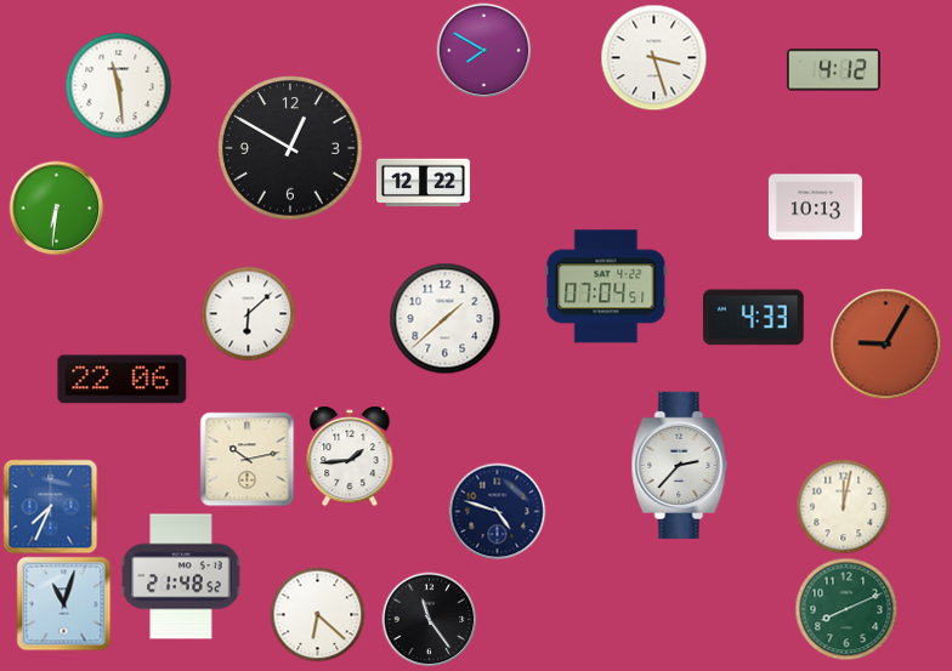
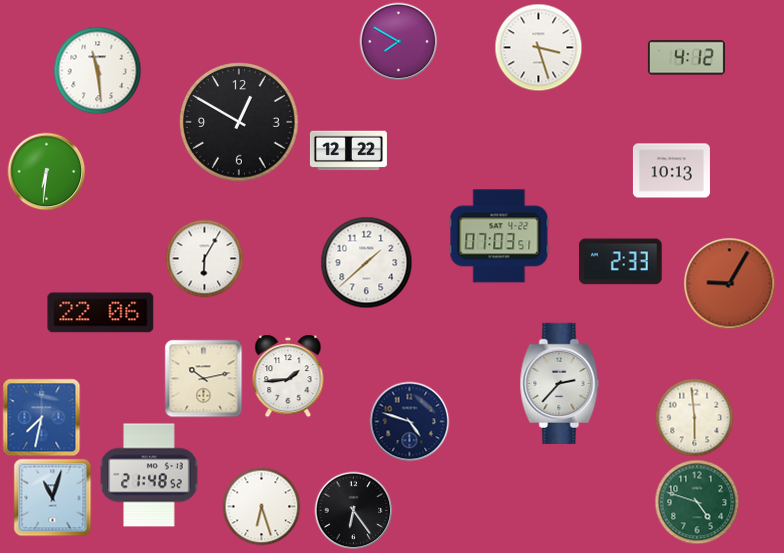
clock at (606, 286): 07:04 -> 07:03
clock at (248, 313): 6:08 -> 6:05
clock at (754, 318): 4:33 -> 2:33
clock at (50, 506): 7:34 -> 7:32
clock at (843, 506): 12:02 -> 5:59
clock at (846, 609): 8:11 -> 4:48
clock at (317, 614): 6:22 -> 6:27
clock at (429, 619): 11:24 -> 6:24
